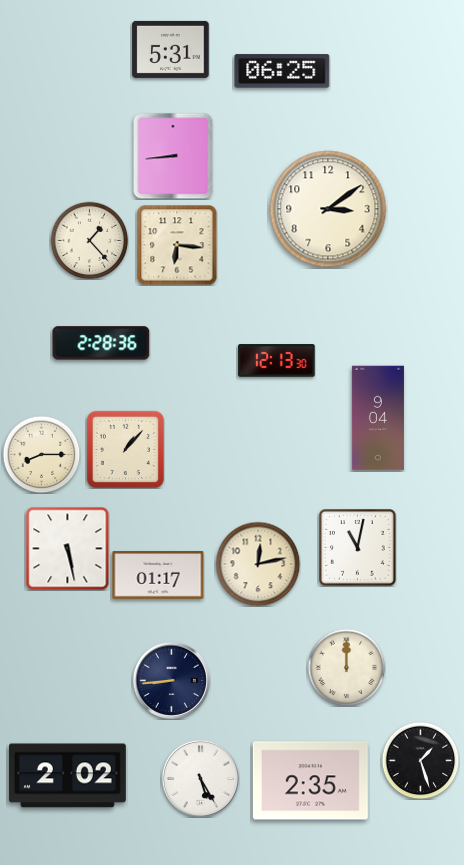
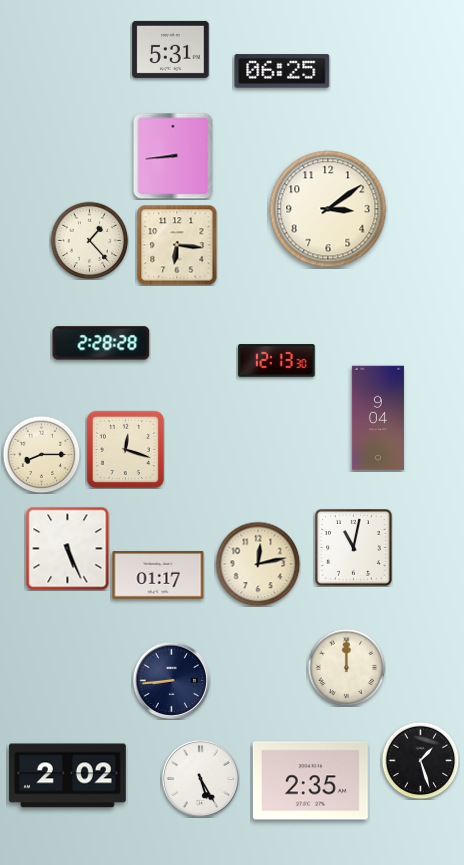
clock at (101, 343): 2:28:36 -> 2:28:28
clock at (125, 449): 1:07 -> 12:18
clock at (67, 548): 5:28 -> 5:26
clock at (358, 548) position: (358, 548) -> (354, 548)
